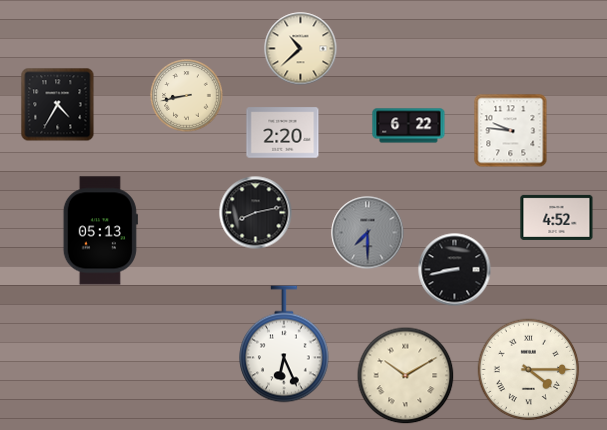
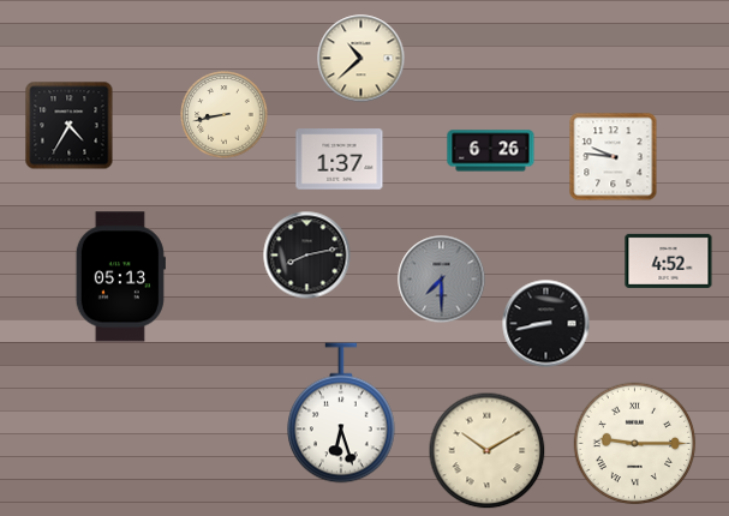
clock at (409, 126): 6:22 -> 6:26
clock at (283, 133): 2:20 -> 1:37
clock at (284, 344): 6:26 -> 6:27
clock at (529, 370): 4:15 -> 9:15
